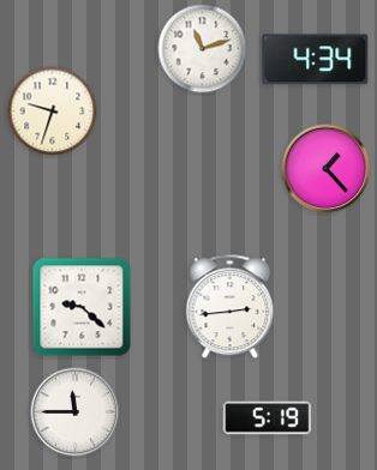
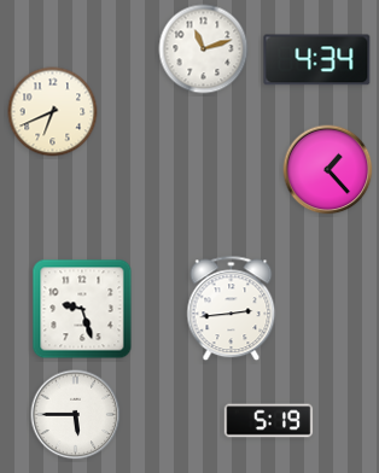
clock at (53, 112): 9:33 -> 6:41
clock at (82, 307): 9:22 -> 9:27
clock at (76, 412): 11:45 -> 5:45
